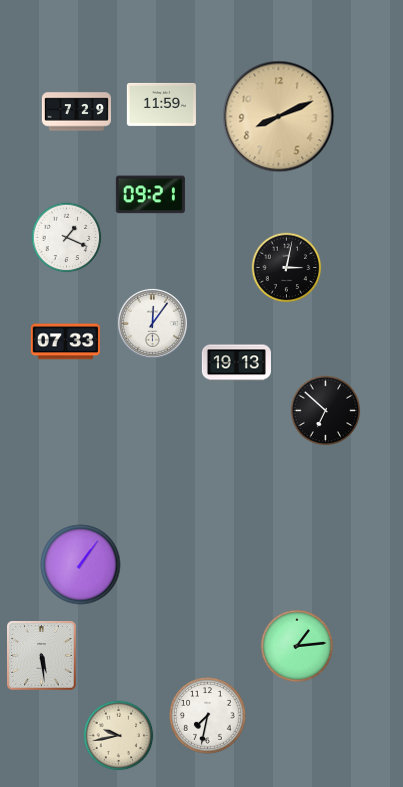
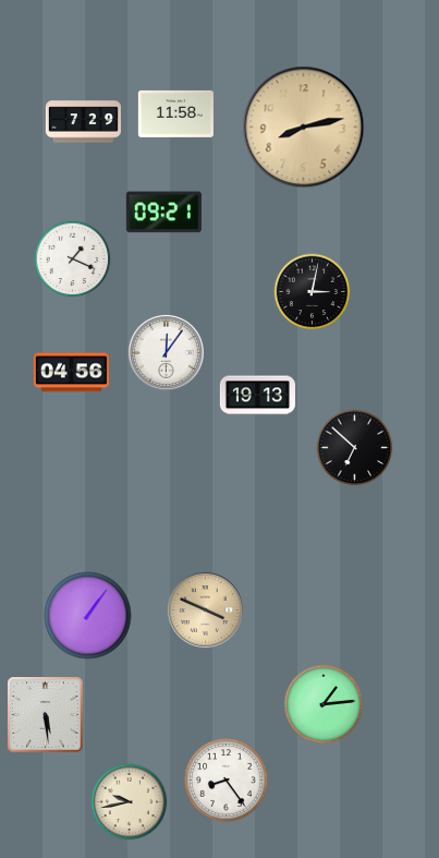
clock at (161, 104): 11:59 -> 11:58
clock at (279, 117): 8:11 -> 8:13
clock at (65, 342): 07:33 -> 04:56
clock at (205, 609): none -> 3:49
clock at (208, 716): 7:32 -> 8:24
